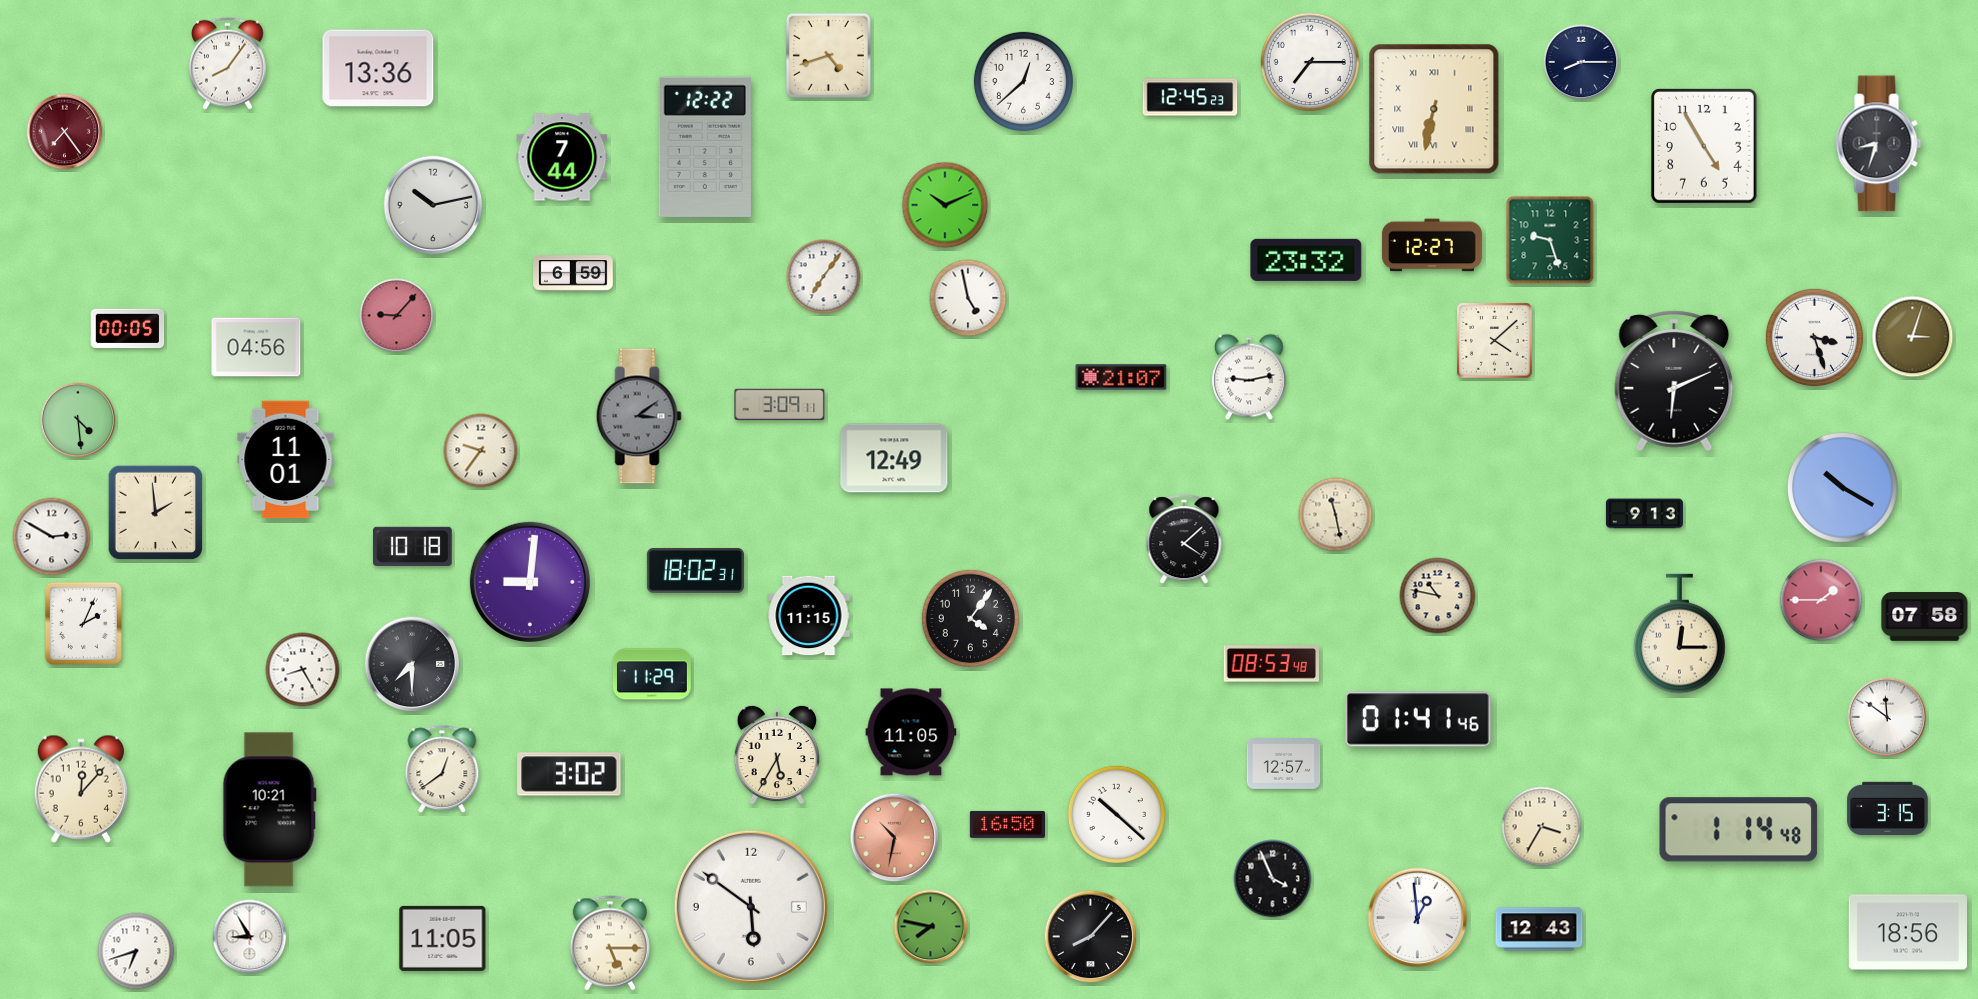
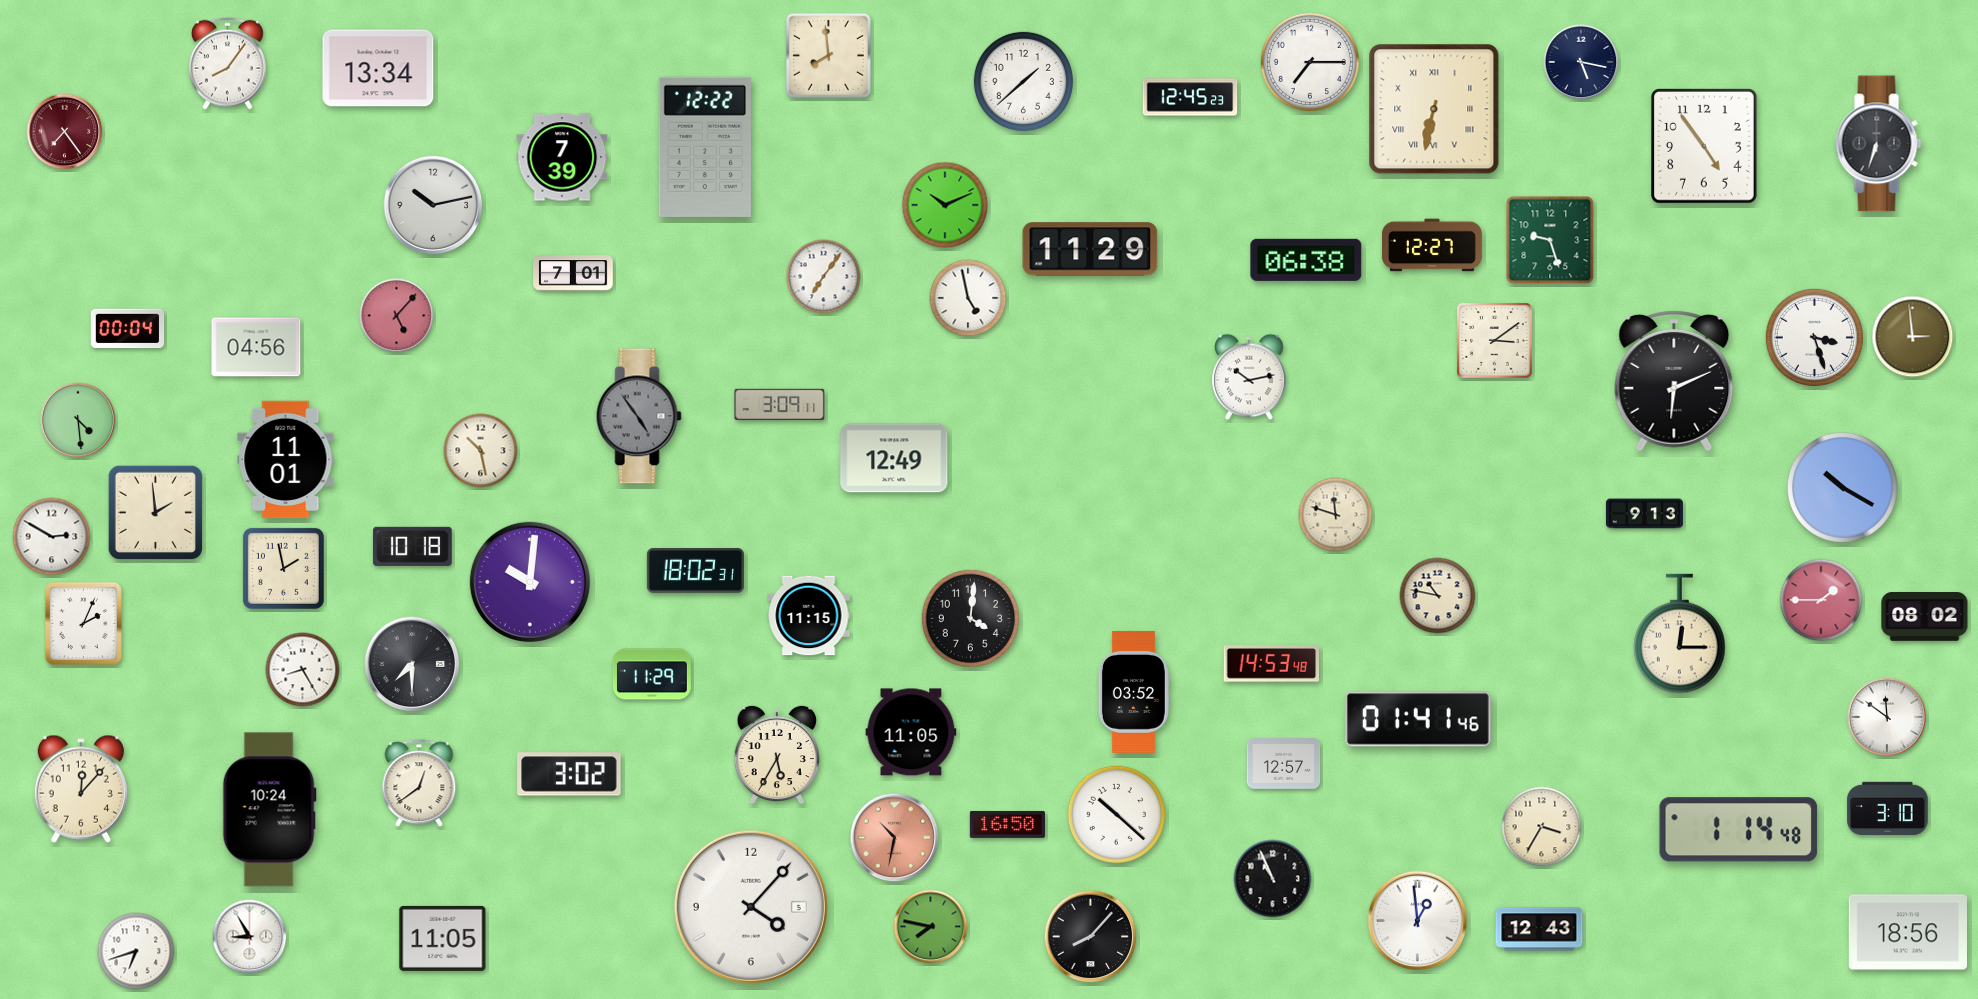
clock at (828, 55): 4:42 -> 7:59
clock at (1581, 62): 8:15 -> 5:17
clock at (378, 68): 13:36 -> 13:34
clock at (1023, 81): 12:38 -> 1:38
clock at (1879, 144): 8:33 -> 6:33
clock at (1705, 147): 4:55 -> 4:54
clock at (562, 157): 7:44 -> 7:39
clock at (1090, 249): none -> 11:29
clock at (1306, 260): 23:32 -> 06:38
clock at (573, 273): 6:59 -> 7:01
clock at (397, 316): 9:07 -> 5:07
clock at (128, 329): 00:05 -> 00:04
clock at (1913, 337): 3:03 -> 2:59
clock at (1495, 341): 4:08 -> 3:09
clock at (1121, 377): 21:07 -> none
clock at (1249, 377): 9:13 -> 10:13
clock at (639, 416): 3:09 -> 4:54
clock at (481, 451): 9:36 -> 10:28
clock at (1336, 515): 11:28 -> 11:48
clock at (1184, 540): 4:08 -> none
clock at (283, 568): none -> 1:58
clock at (530, 582): 9:01 -> 10:01
clock at (1925, 617): 07:58 -> 08:02
clock at (970, 618): 4:06 -> 4:01
clock at (1271, 664): 08:53 -> 14:53
clock at (1134, 692): none -> 03:52
clock at (442, 770) position: (442, 770) -> (419, 784)
clock at (1888, 808): 3:15 -> 3:10
clock at (269, 810): 10:21 -> 10:24
clock at (1273, 879): 3:56 -> 10:56
clock at (751, 907): 5:51 -> 4:07
clock at (1418, 918) position: (1418, 918) -> (1418, 921)
clock at (610, 943): 5:15 -> none
